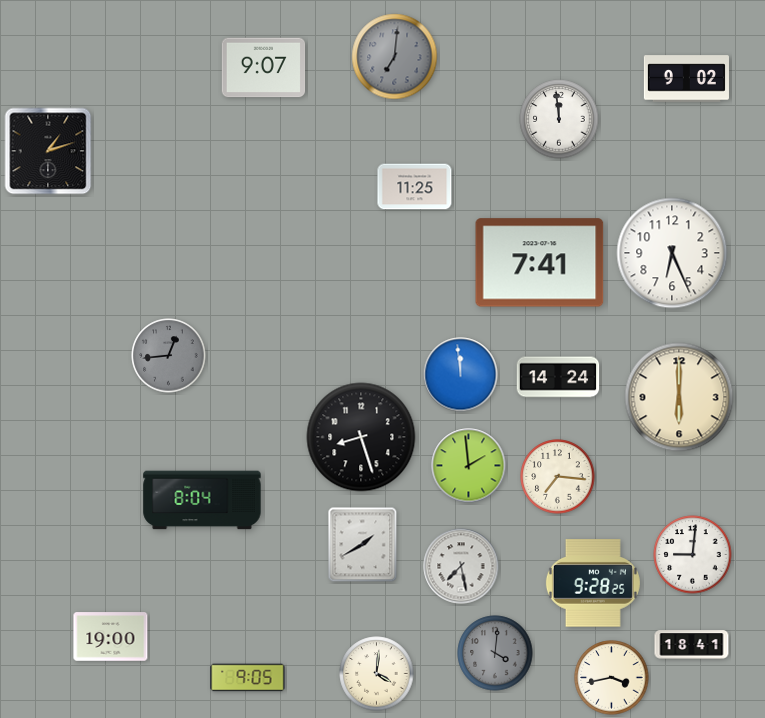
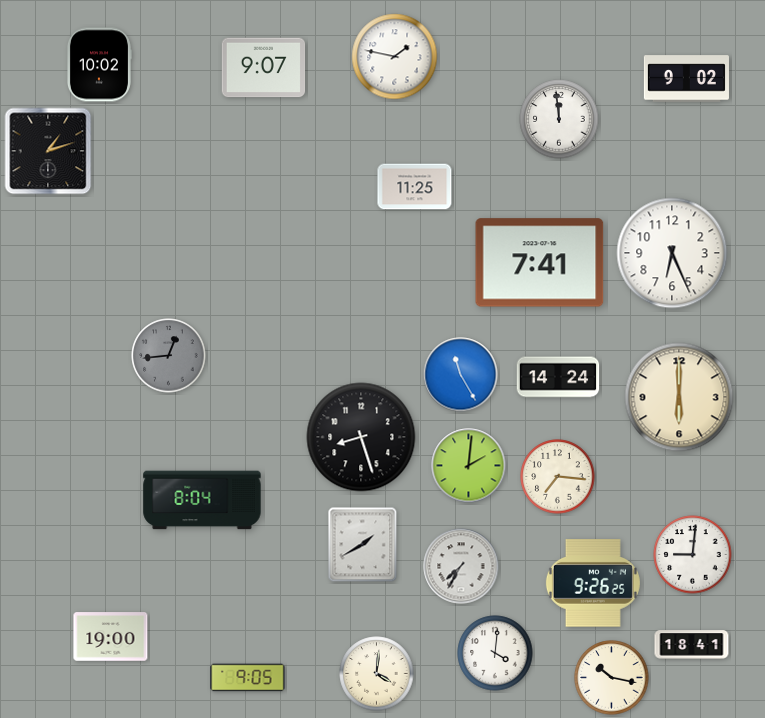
clock at (395, 57): 7:01 -> 1:47
clock at (395, 57) dial: grey -> white
clock at (99, 65): none -> 10:02
clock at (461, 375): 11:59 -> 11:25
clock at (469, 466): 1:59 -> 2:01
clock at (461, 566): 7:28 -> 7:35
clock at (593, 583): 9:28 -> 9:26
clock at (495, 653) dial: grey -> white
clock at (612, 678): 3:43 -> 10:17
